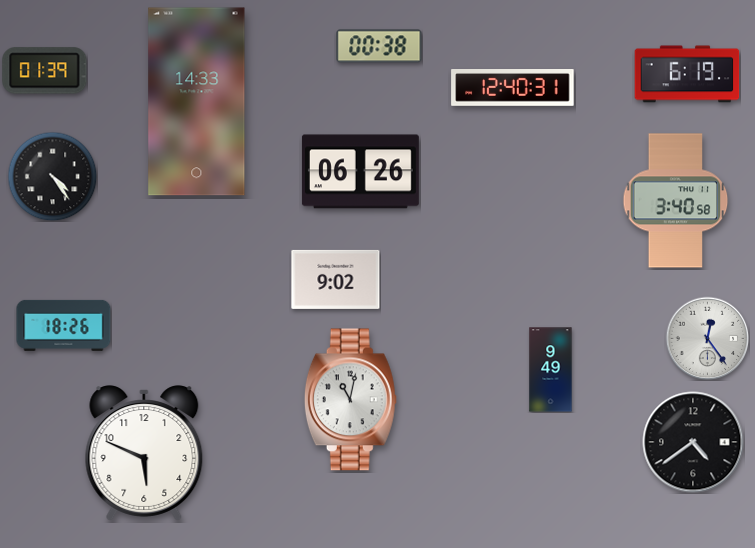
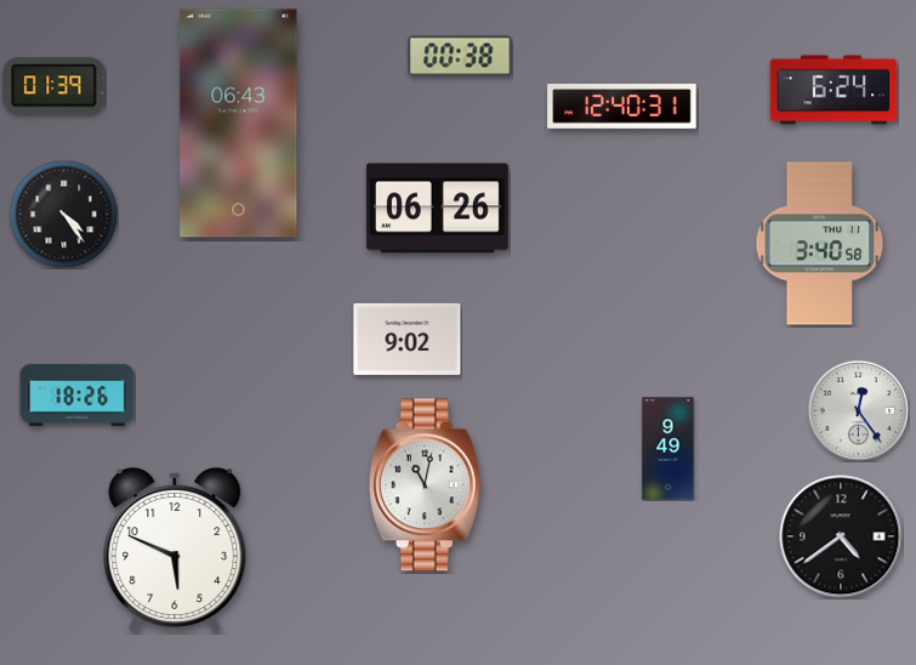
clock at (687, 74): 6:19 -> 6:24
clock at (197, 102): 14:33 -> 06:43
